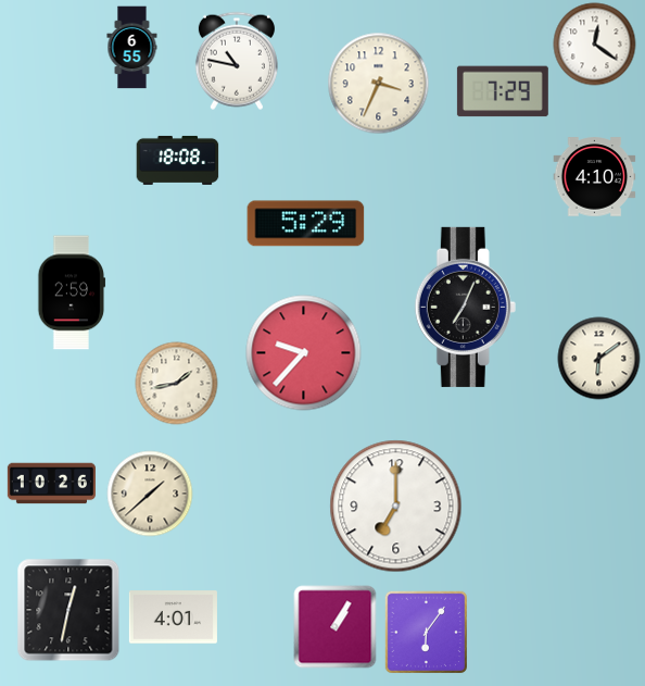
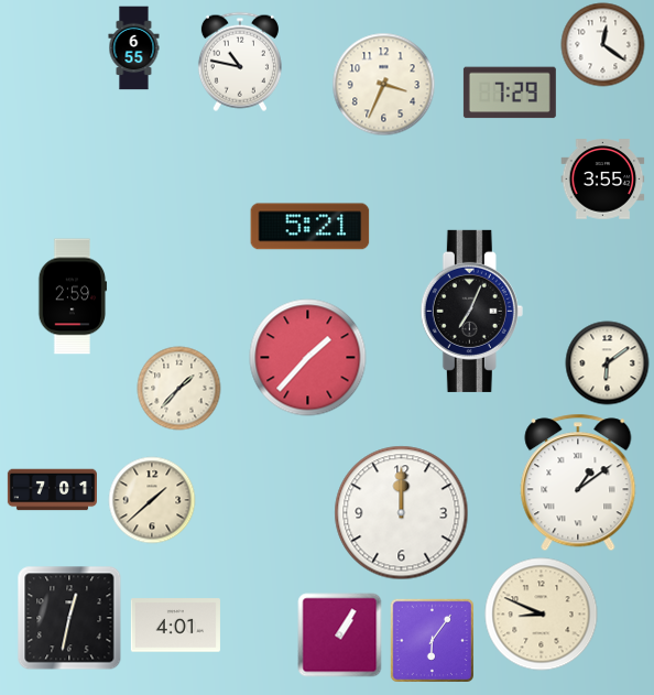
clock at (178, 160): 18:08 -> none
clock at (595, 177): 4:10 -> 3:55
clock at (306, 224): 5:29 -> 5:21
clock at (304, 353): 9:37 -> 1:37
clock at (177, 384): 1:43 -> 1:37
clock at (578, 482): none -> 1:09
clock at (51, 484): 10:26 -> 7:01
clock at (396, 507): 7:00 -> 12:00
clock at (542, 615): none -> 8:49
